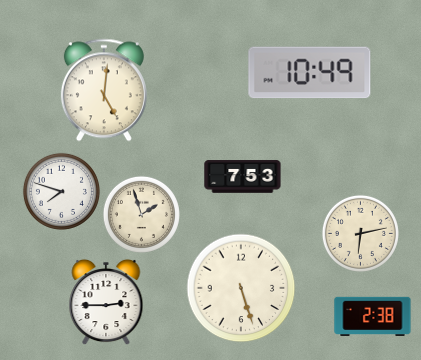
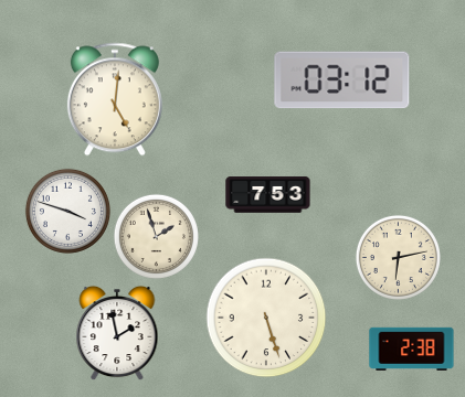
clock at (310, 73): 10:49 -> 03:12
clock at (61, 191): 7:48 -> 3:48
clock at (106, 302): 2:45 -> 1:58
